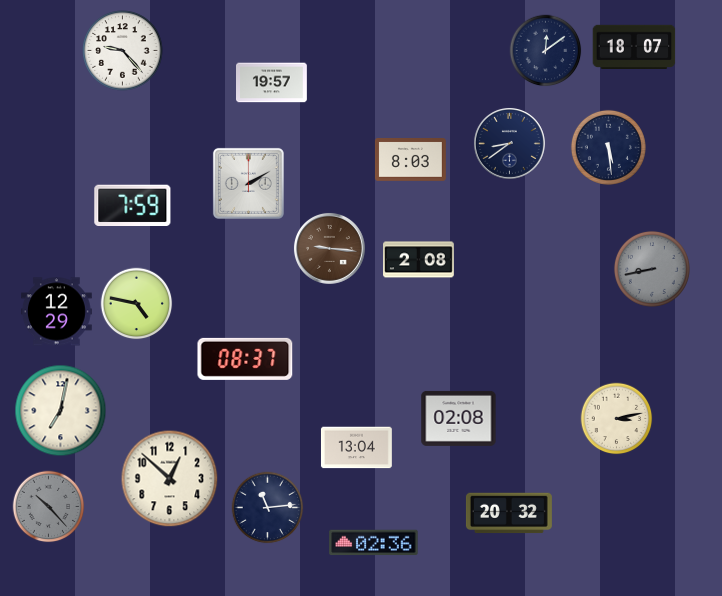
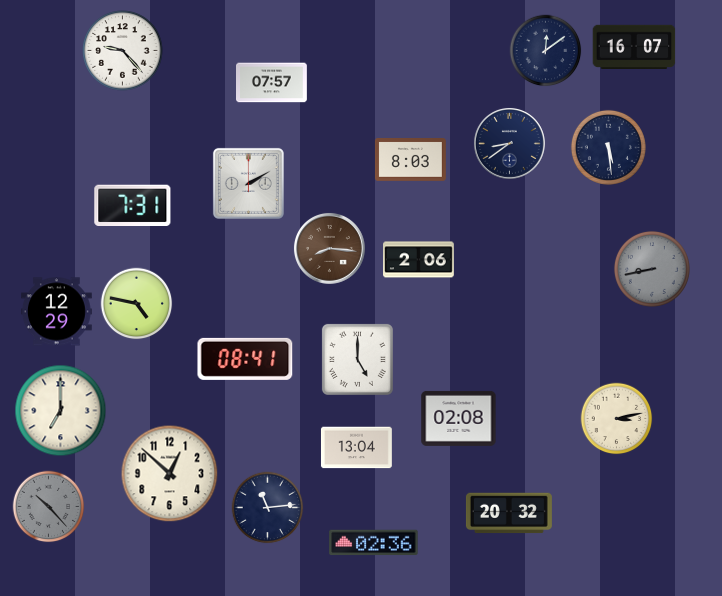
clock at (634, 46): 18:07 -> 16:07
clock at (272, 83): 19:57 -> 07:57
clock at (133, 206): 7:59 -> 7:31
clock at (330, 249): 9:16 -> 8:16
clock at (419, 260): 2:08 -> 2:06
clock at (245, 359): 08:37 -> 08:41
clock at (357, 359): none -> 5:00
clock at (61, 411): 7:02 -> 7:00
clock at (170, 479) position: (170, 479) -> (170, 474)
